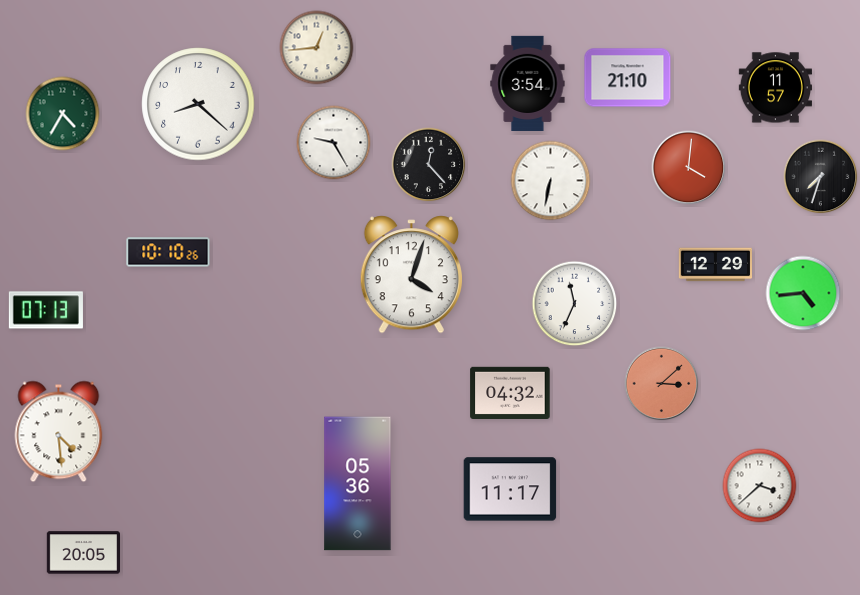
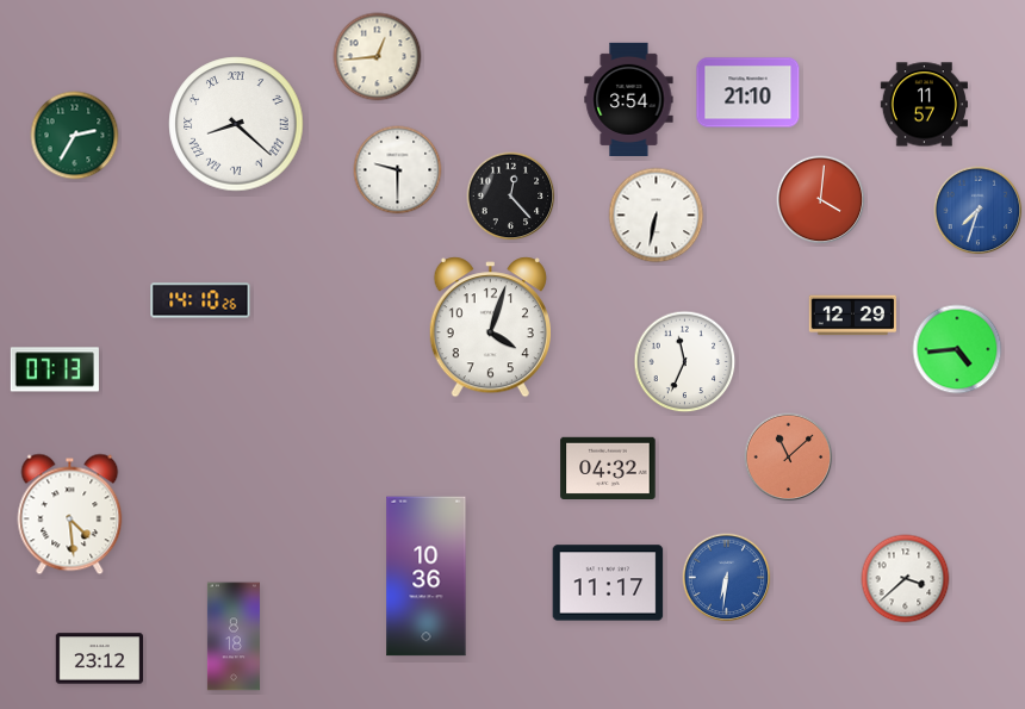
clock at (198, 104) numerals: Arabic -> Roman
clock at (63, 114): 4:35 -> 2:35
clock at (334, 143): 9:25 -> 9:30
clock at (821, 177) dial: black -> blue
clock at (168, 252): 10:10 -> 14:10
clock at (662, 384): 3:08 -> 11:08
clock at (358, 484): 05:36 -> 10:36
clock at (727, 578): none -> 6:31
clock at (234, 636): none -> 8:18
clock at (83, 553): 20:05 -> 23:12
